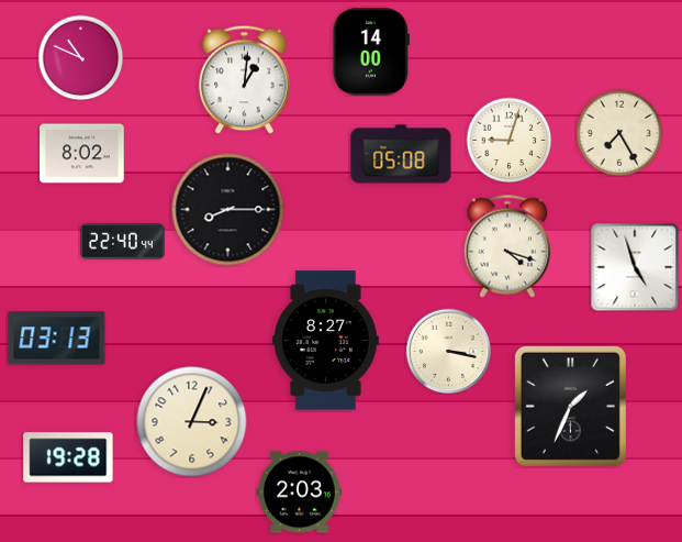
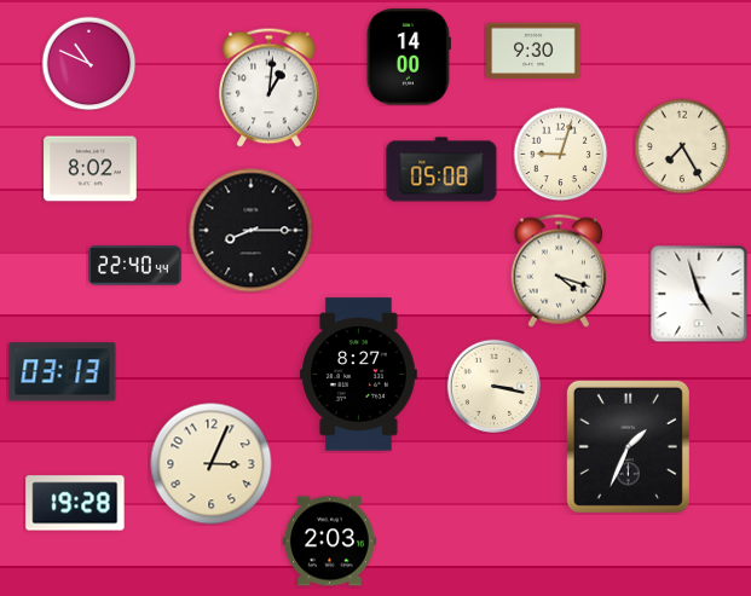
clock at (533, 51): none -> 9:30
